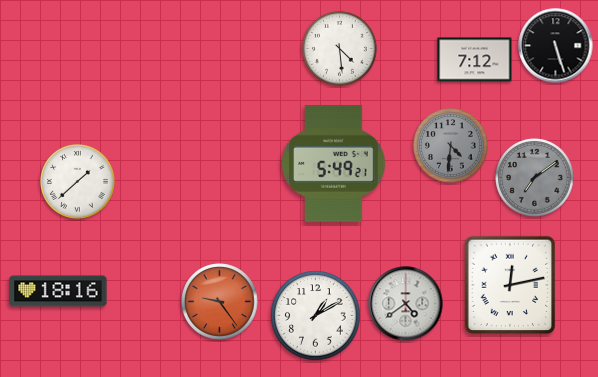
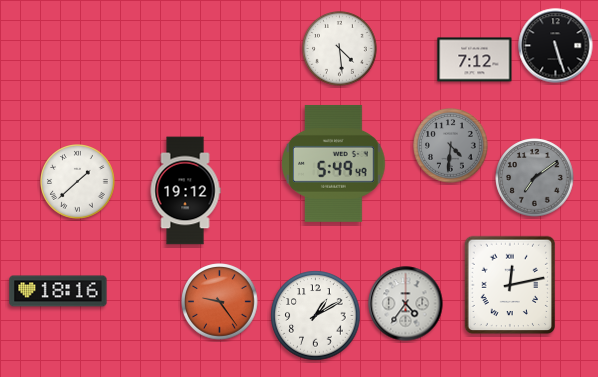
clock at (334, 163): 5:49:21 -> 5:49:49
clock at (185, 191): none -> 19:12
clock at (406, 304): 4:39 -> 4:36
